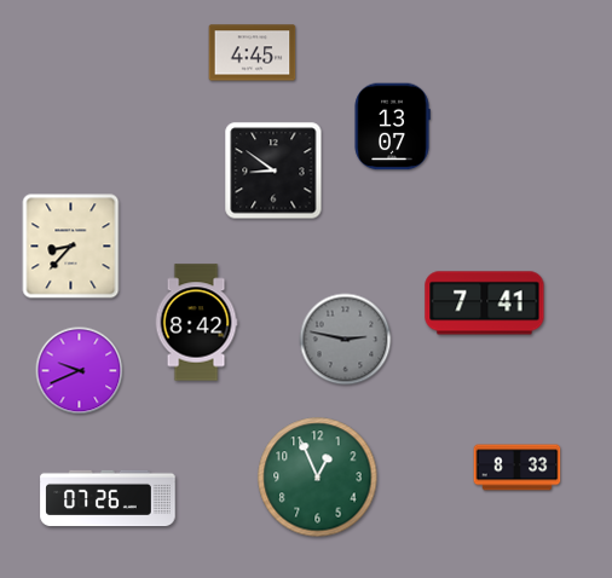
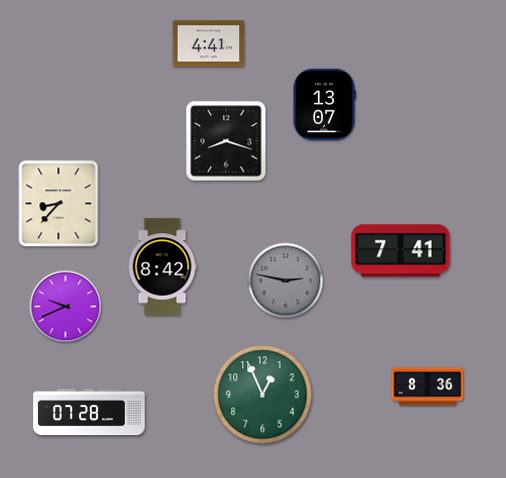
clock at (253, 53): 4:45 -> 4:41
clock at (273, 170): 8:51 -> 8:18
clock at (518, 468): 8:33 -> 8:36
clock at (108, 498): 07:26 -> 07:28
